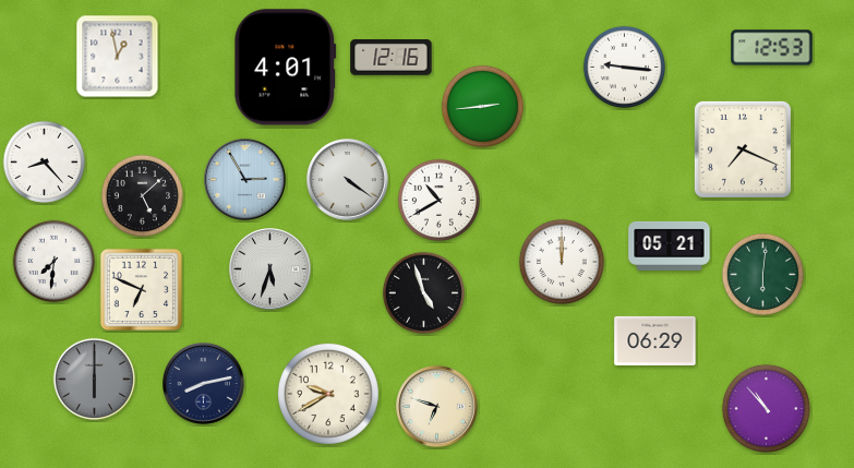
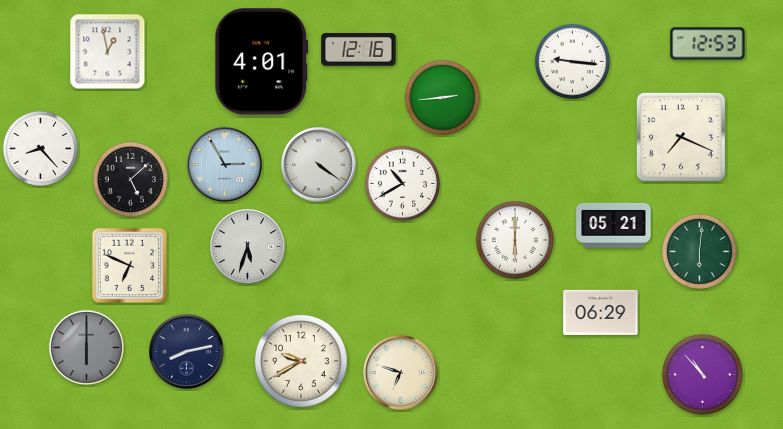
clock at (392, 58) position: (392, 58) -> (359, 50)
clock at (53, 261): 7:31 -> none
clock at (562, 262): 12:00 -> 6:00
clock at (423, 292): 4:57 -> none
